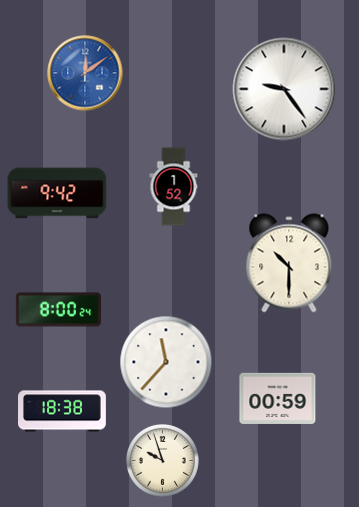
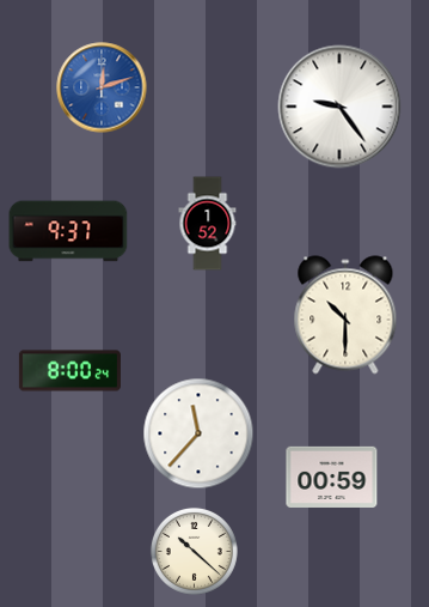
clock at (85, 73): 12:09 -> 12:12
clock at (57, 193): 9:42 -> 9:37
clock at (62, 411): 18:38 -> none
clock at (162, 460): 9:57 -> 10:22
